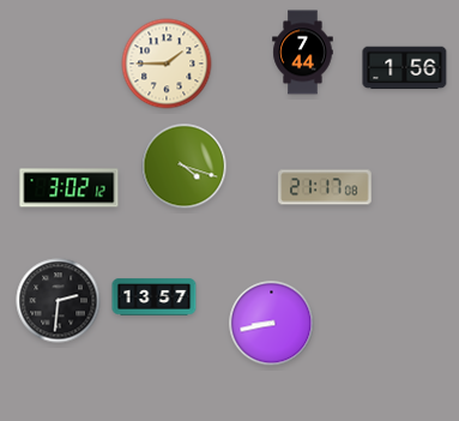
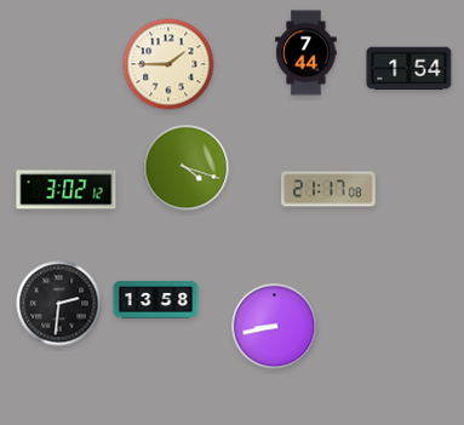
clock at (405, 68): 1:56 -> 1:54
clock at (70, 188) position: (70, 188) -> (67, 190)
clock at (155, 297): 13:57 -> 13:58
